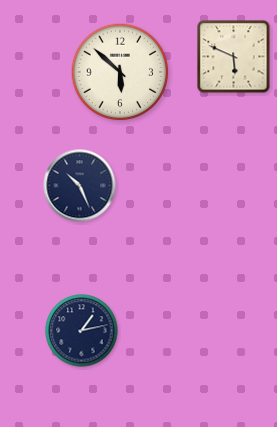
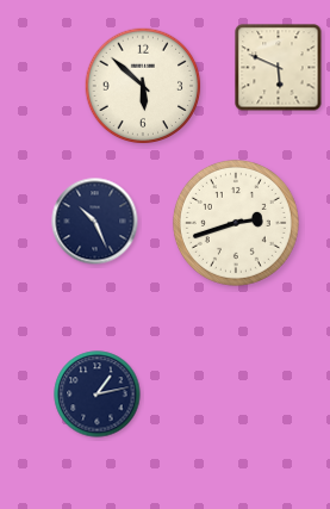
clock at (236, 223): none -> 2:42
